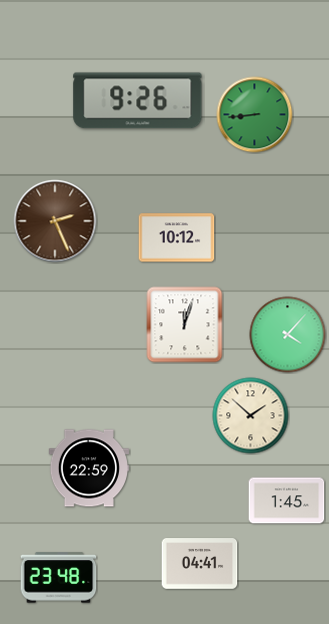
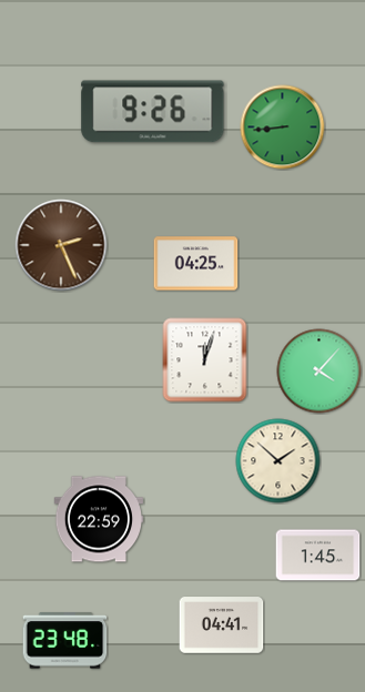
clock at (177, 238): 10:12 -> 04:25
